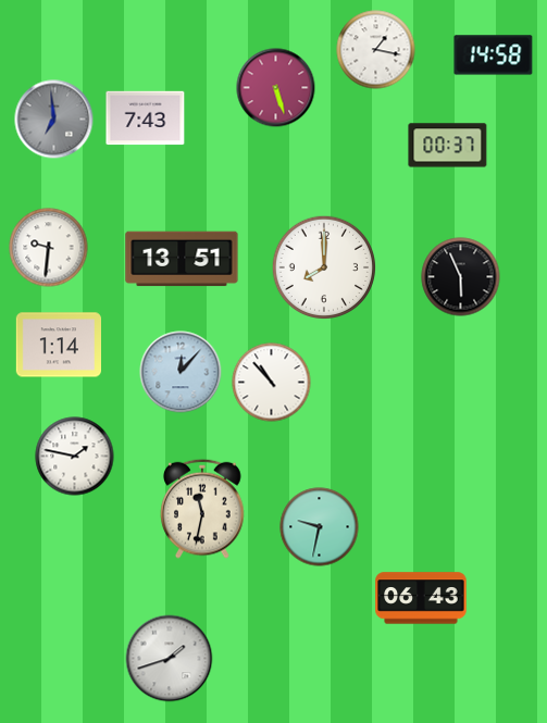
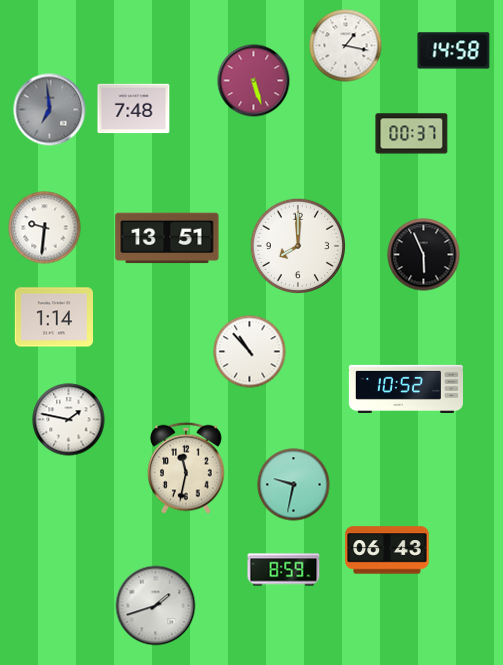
clock at (146, 119): 7:43 -> 7:48
clock at (181, 372): 12:07 -> none
clock at (405, 389): none -> 10:52
clock at (284, 570): none -> 8:59
